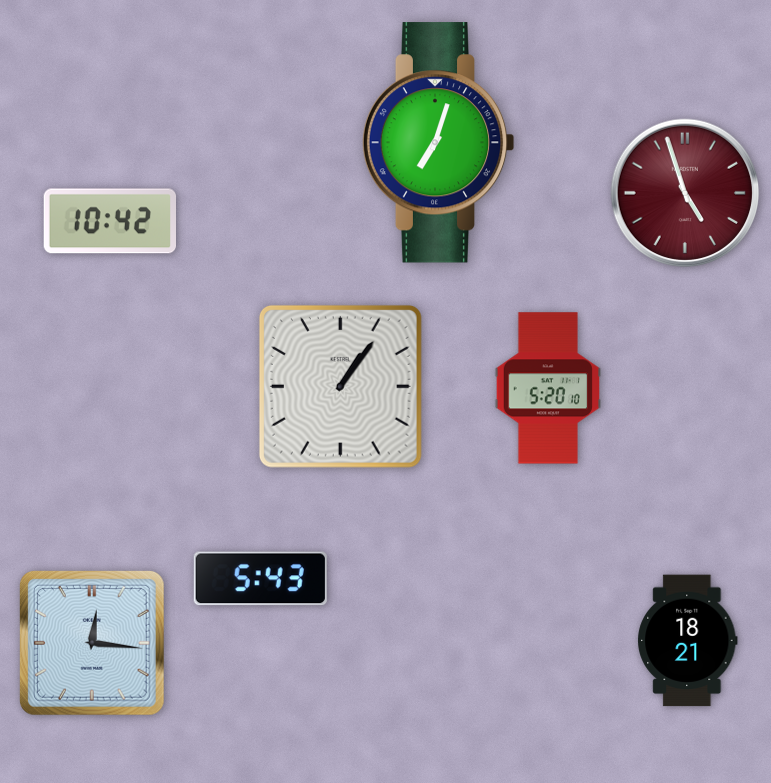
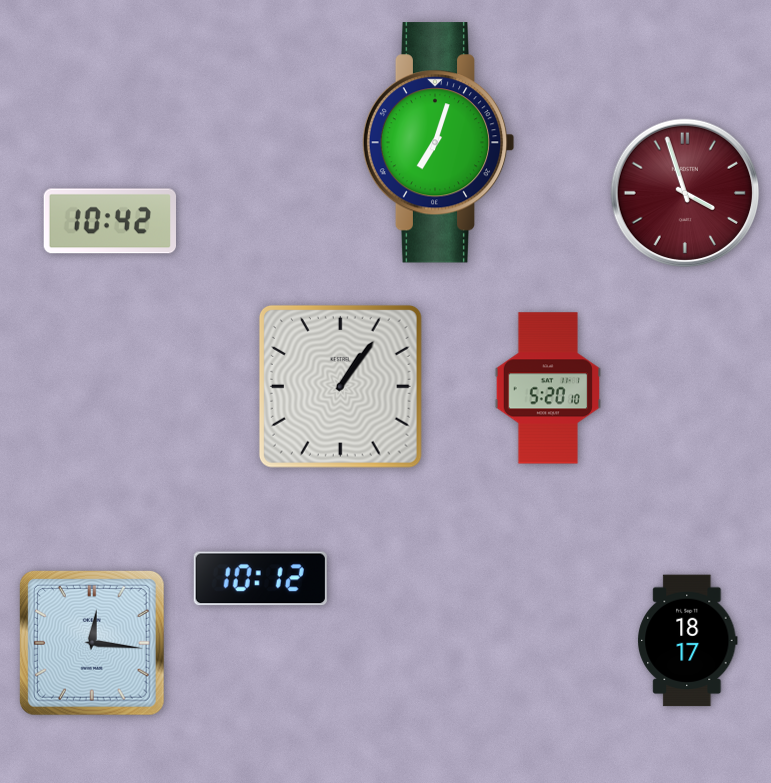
clock at (685, 193): 4:57 -> 3:57
clock at (260, 579): 5:43 -> 10:12
clock at (688, 641): 18:21 -> 18:17
